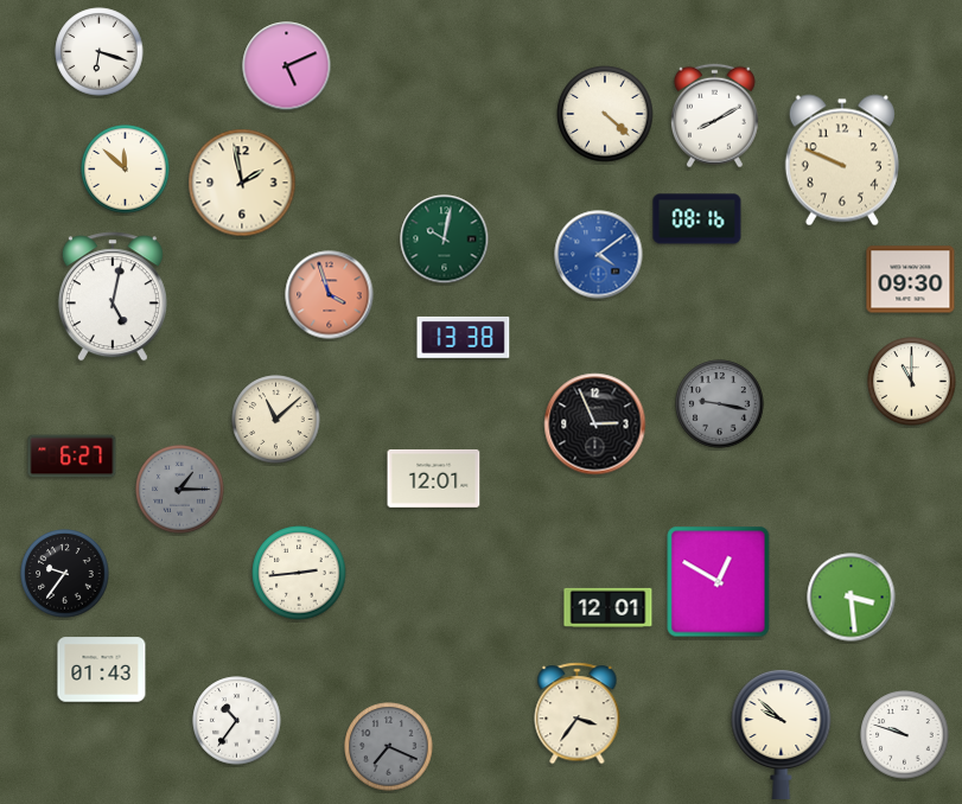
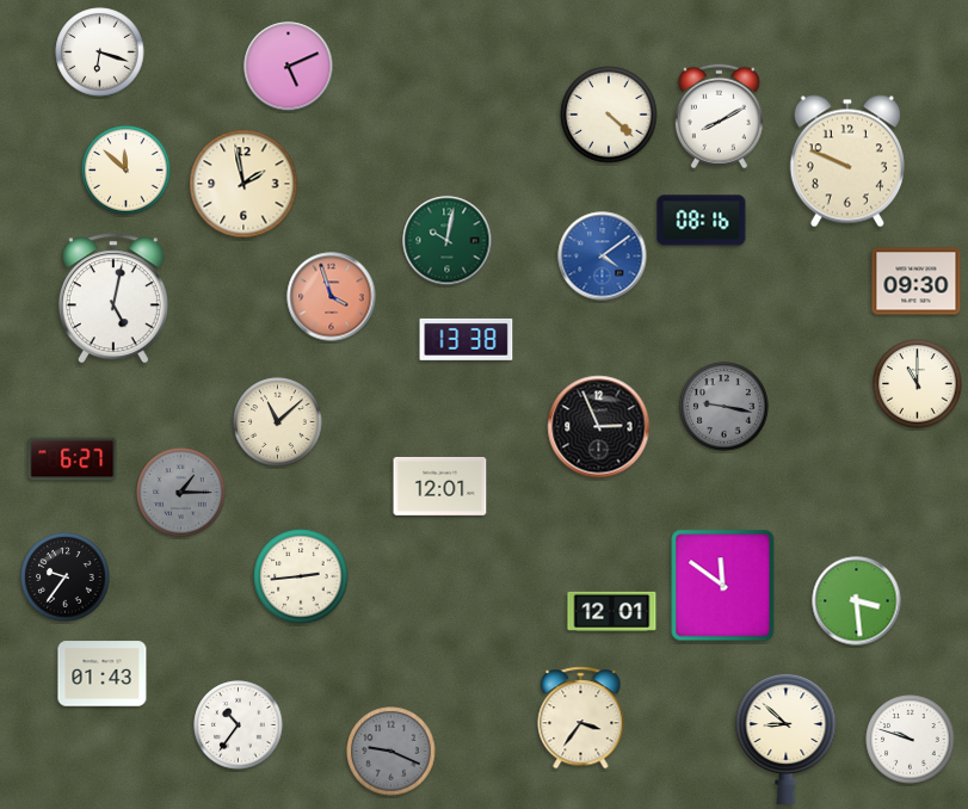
clock at (434, 478) position: (434, 478) -> (440, 486)
clock at (719, 582): 12:50 -> 11:51
clock at (782, 733): 9:52 -> 8:52
clock at (389, 747): 7:19 -> 9:19
